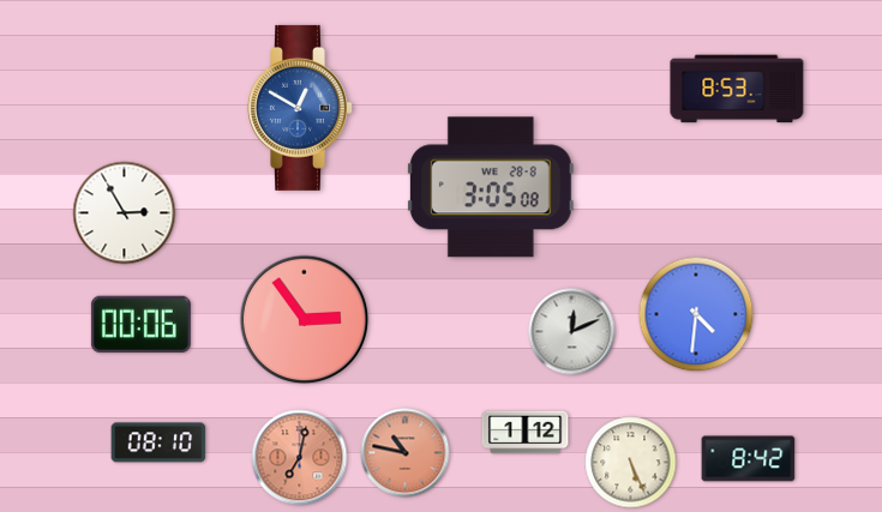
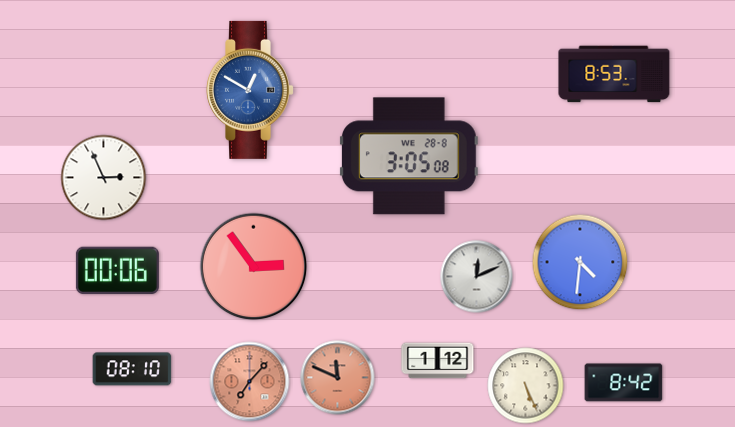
clock at (125, 213): 2:55 -> 2:56
clock at (406, 453): 10:47 -> 11:49
clock at (300, 458): 7:02 -> 7:07
